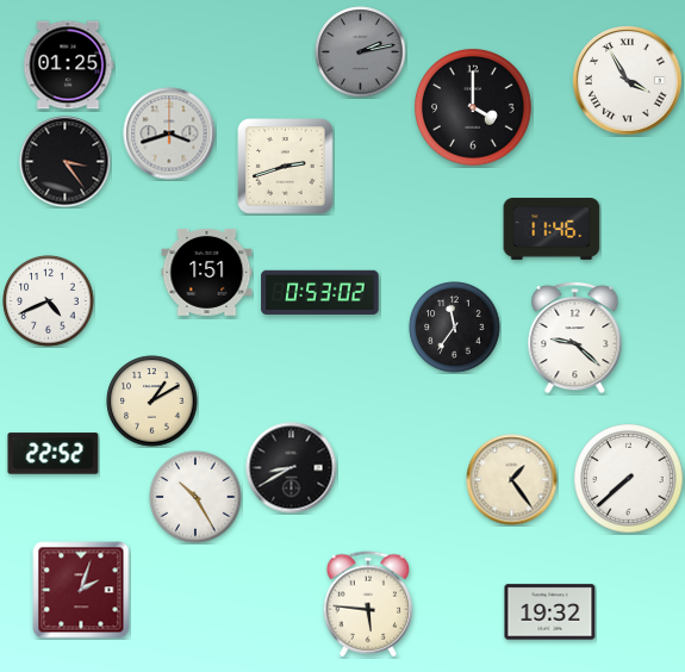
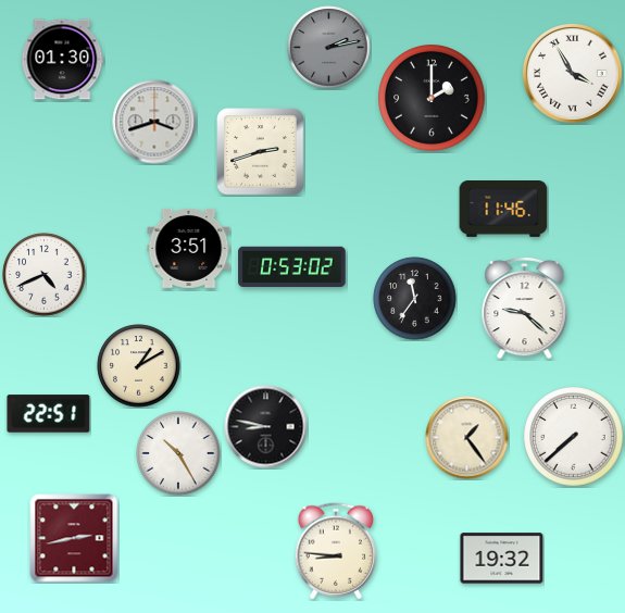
clock at (68, 66): 01:25 -> 01:30
clock at (474, 108): 4:00 -> 2:00
clock at (66, 162): 3:24 -> none
clock at (207, 272): 1:51 -> 3:51
clock at (54, 454): 22:52 -> 22:51
clock at (292, 468): 8:40 -> 8:47
clock at (81, 590): 2:03 -> 2:43
clock at (367, 604): 5:46 -> 8:46
